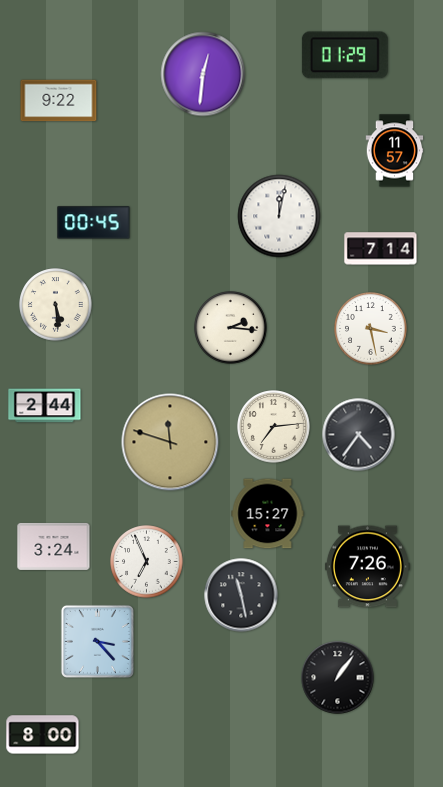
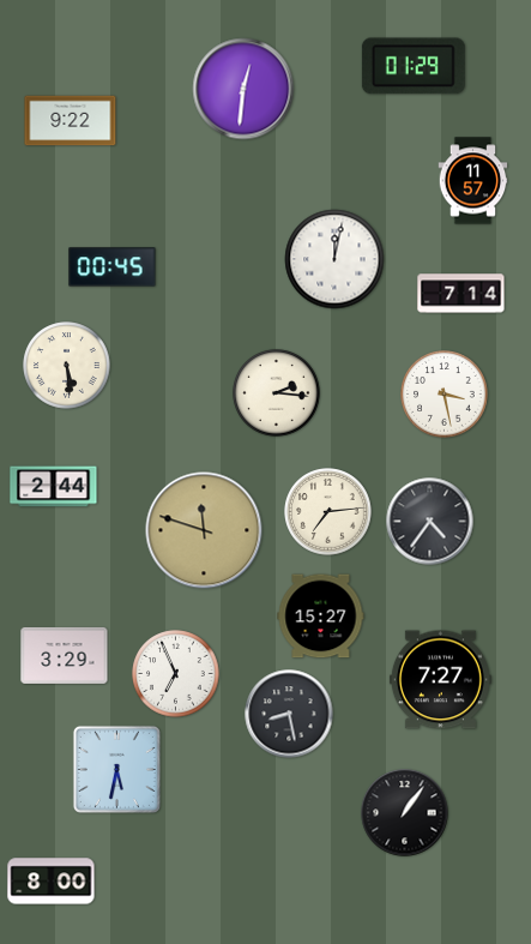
clock at (381, 249) position: (381, 249) -> (461, 294)
clock at (54, 546): 3:24 -> 3:29
clock at (367, 567): 7:26 -> 7:27
clock at (241, 595): 11:28 -> 8:28
clock at (97, 641): 3:23 -> 5:32
